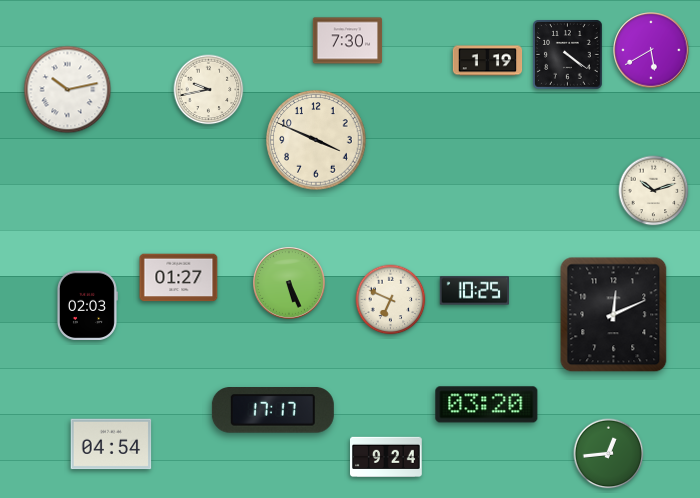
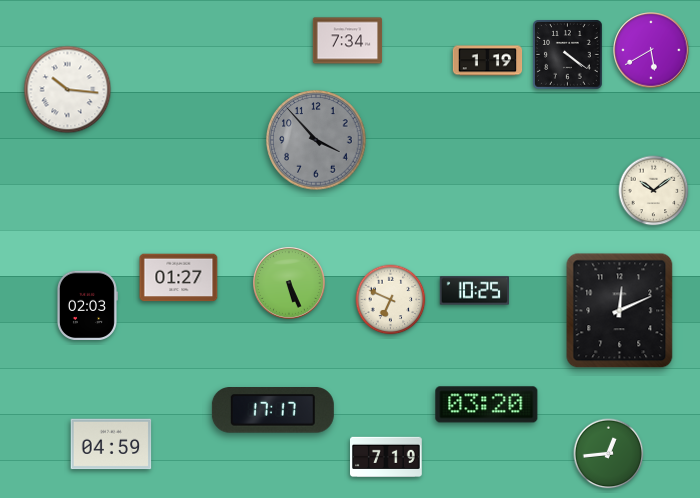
clock at (348, 41): 7:30 -> 7:34
clock at (68, 90): 10:13 -> 10:16
clock at (209, 90): 9:43 -> none
clock at (316, 140): 3:49 -> 3:53
clock at (316, 140) dial: cream -> grey
clock at (654, 191): 10:12 -> 10:09
clock at (614, 315) position: (614, 315) -> (620, 311)
clock at (111, 444): 04:54 -> 04:59
clock at (386, 456): 9:24 -> 7:19
